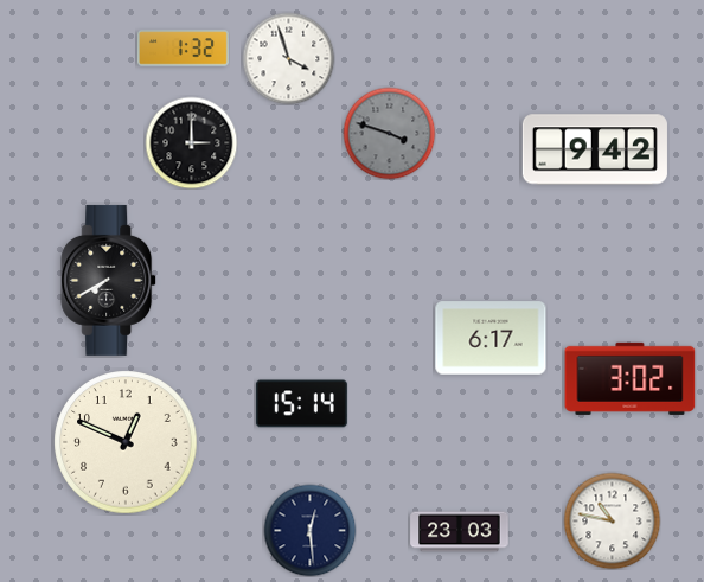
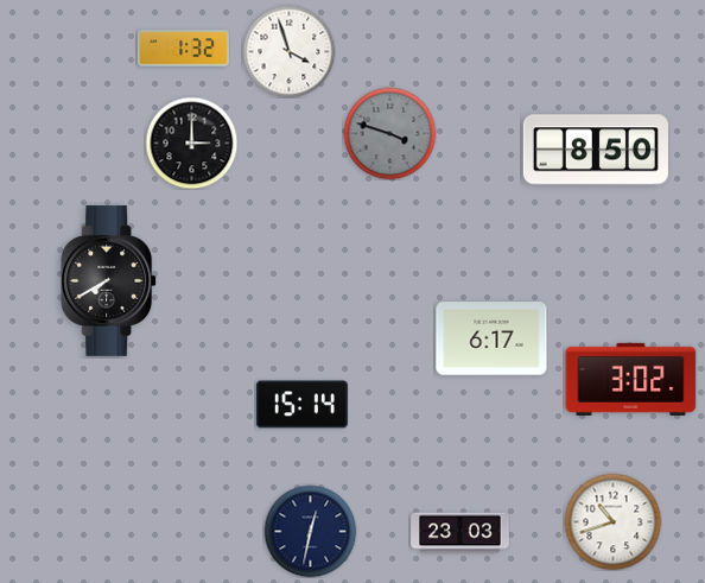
clock at (288, 58) position: (288, 58) -> (288, 51)
clock at (595, 149): 9:42 -> 8:50
clock at (126, 442): 12:49 -> none
clock at (612, 520): 10:47 -> 10:42
clock at (309, 530): 12:29 -> 12:32
